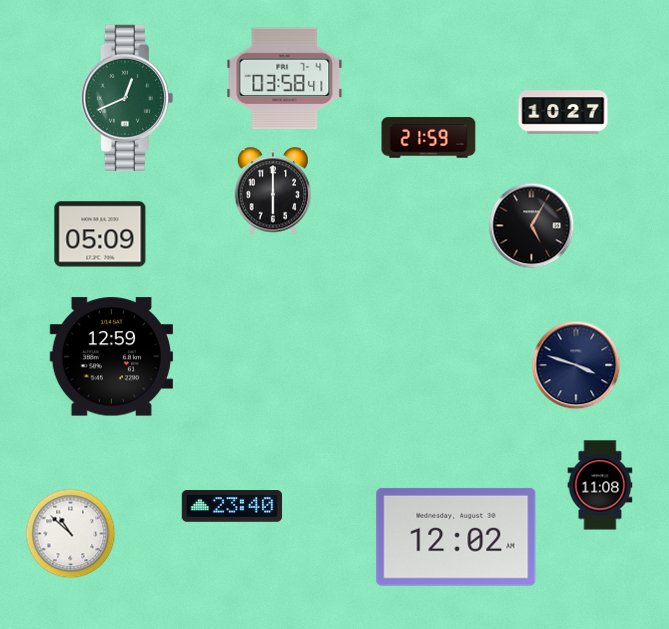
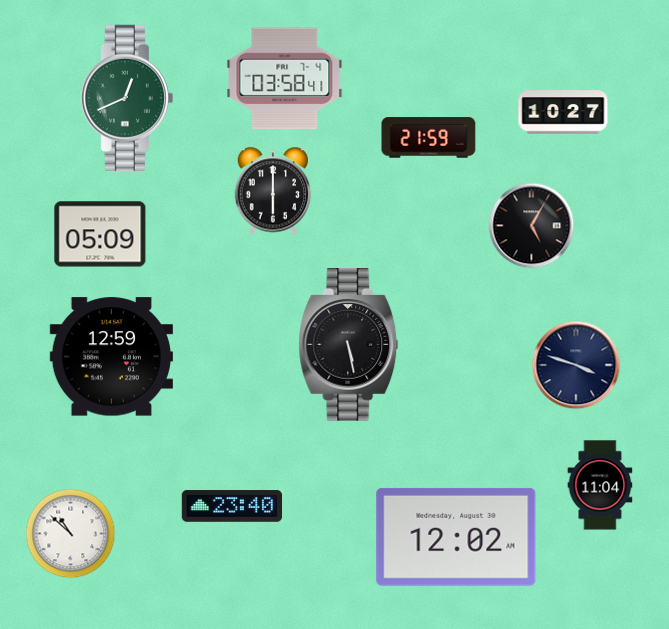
clock at (349, 345): none -> 5:28
clock at (600, 485): 11:08 -> 11:04
